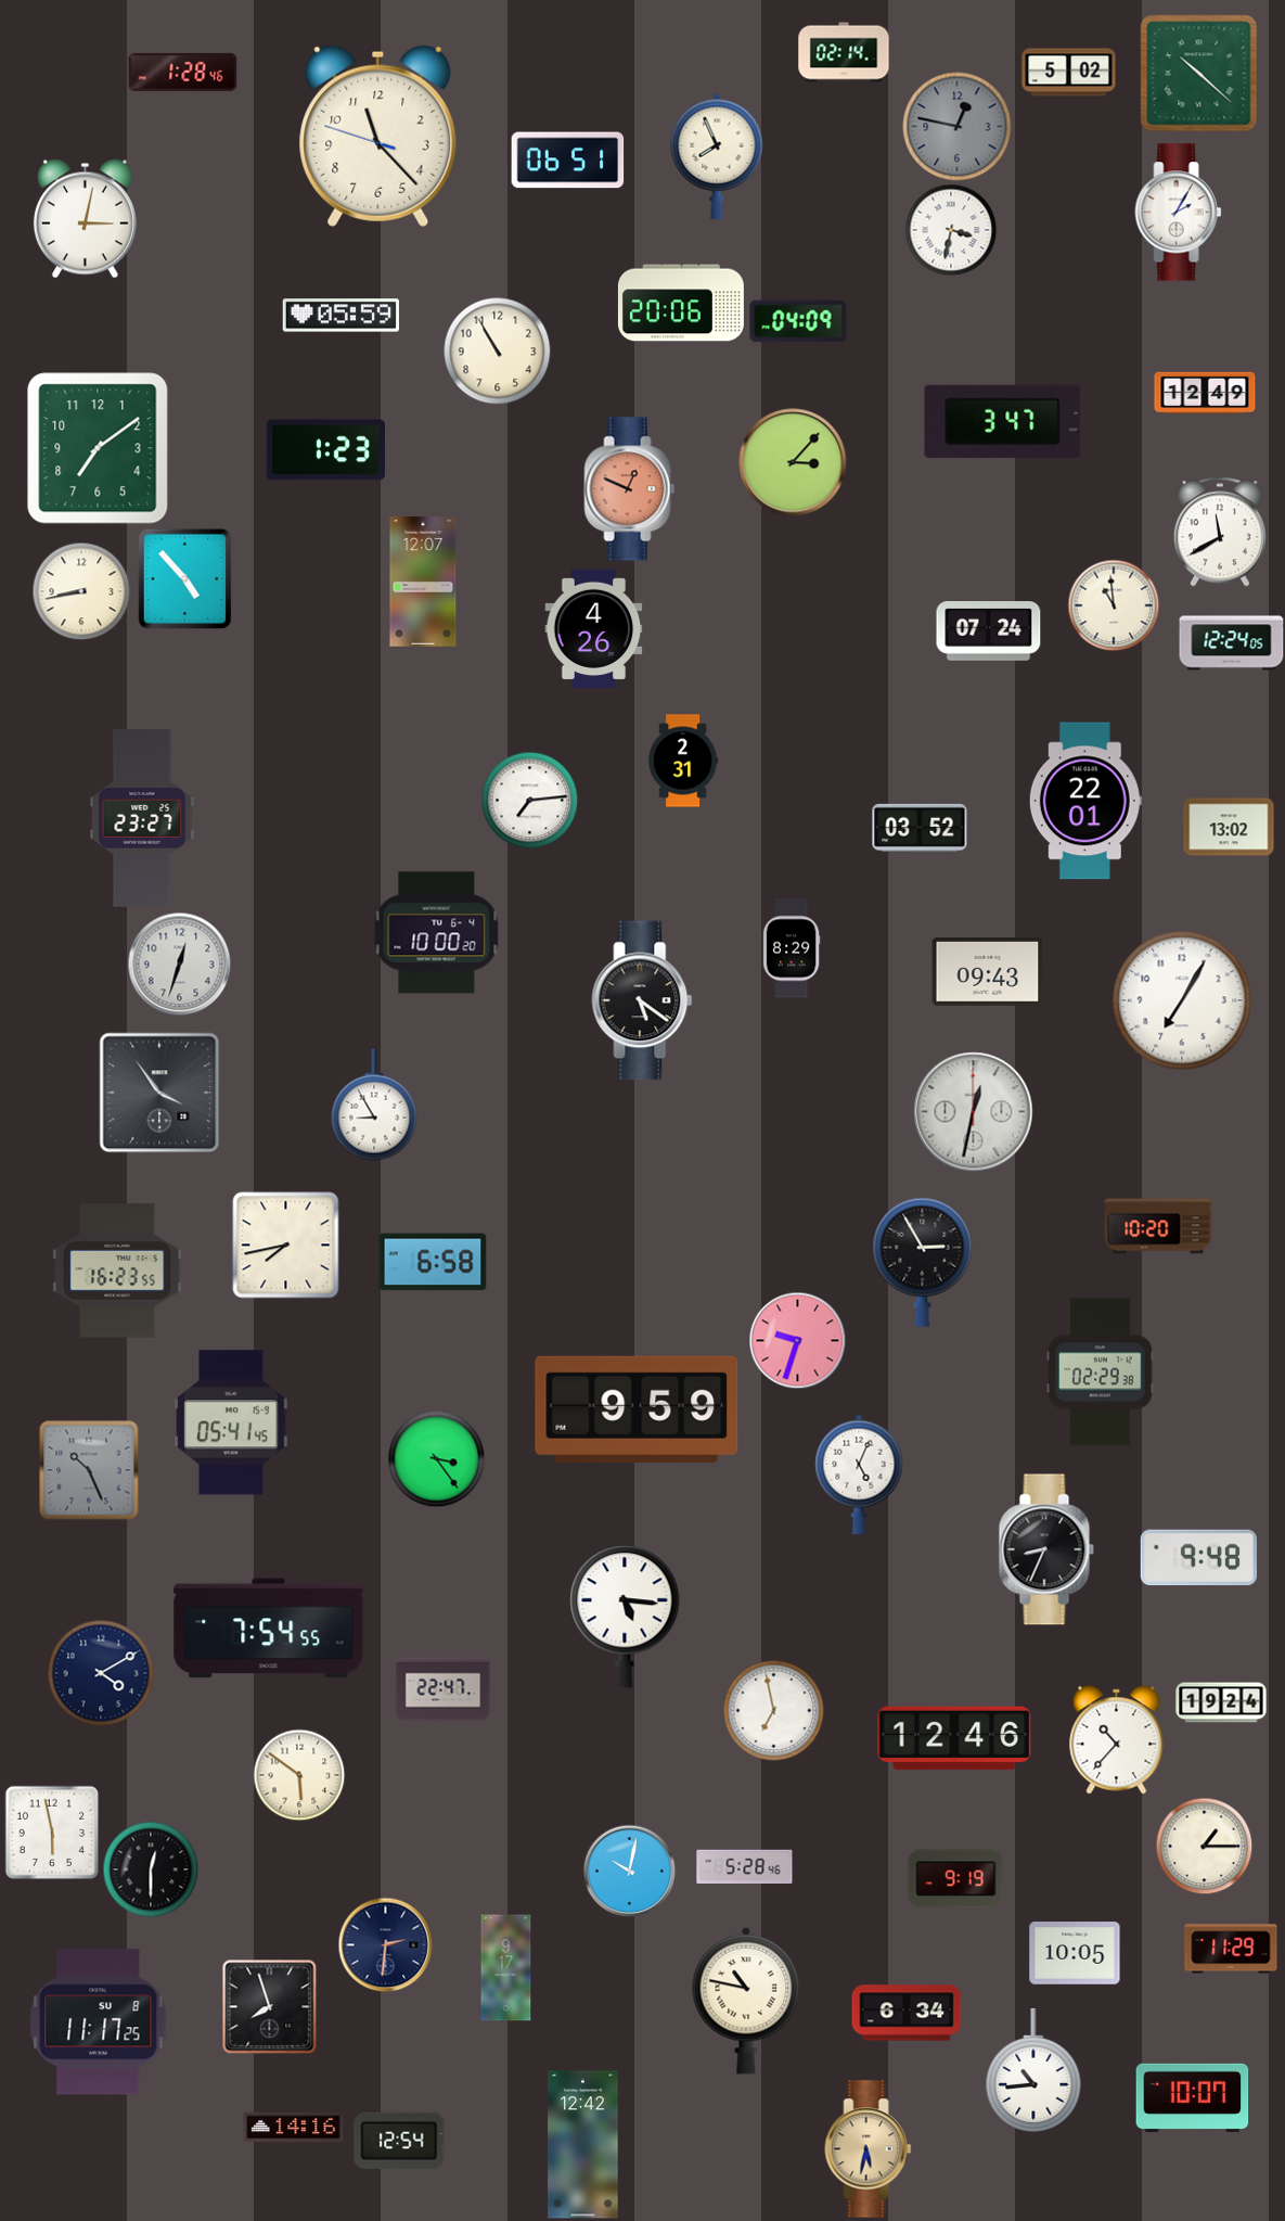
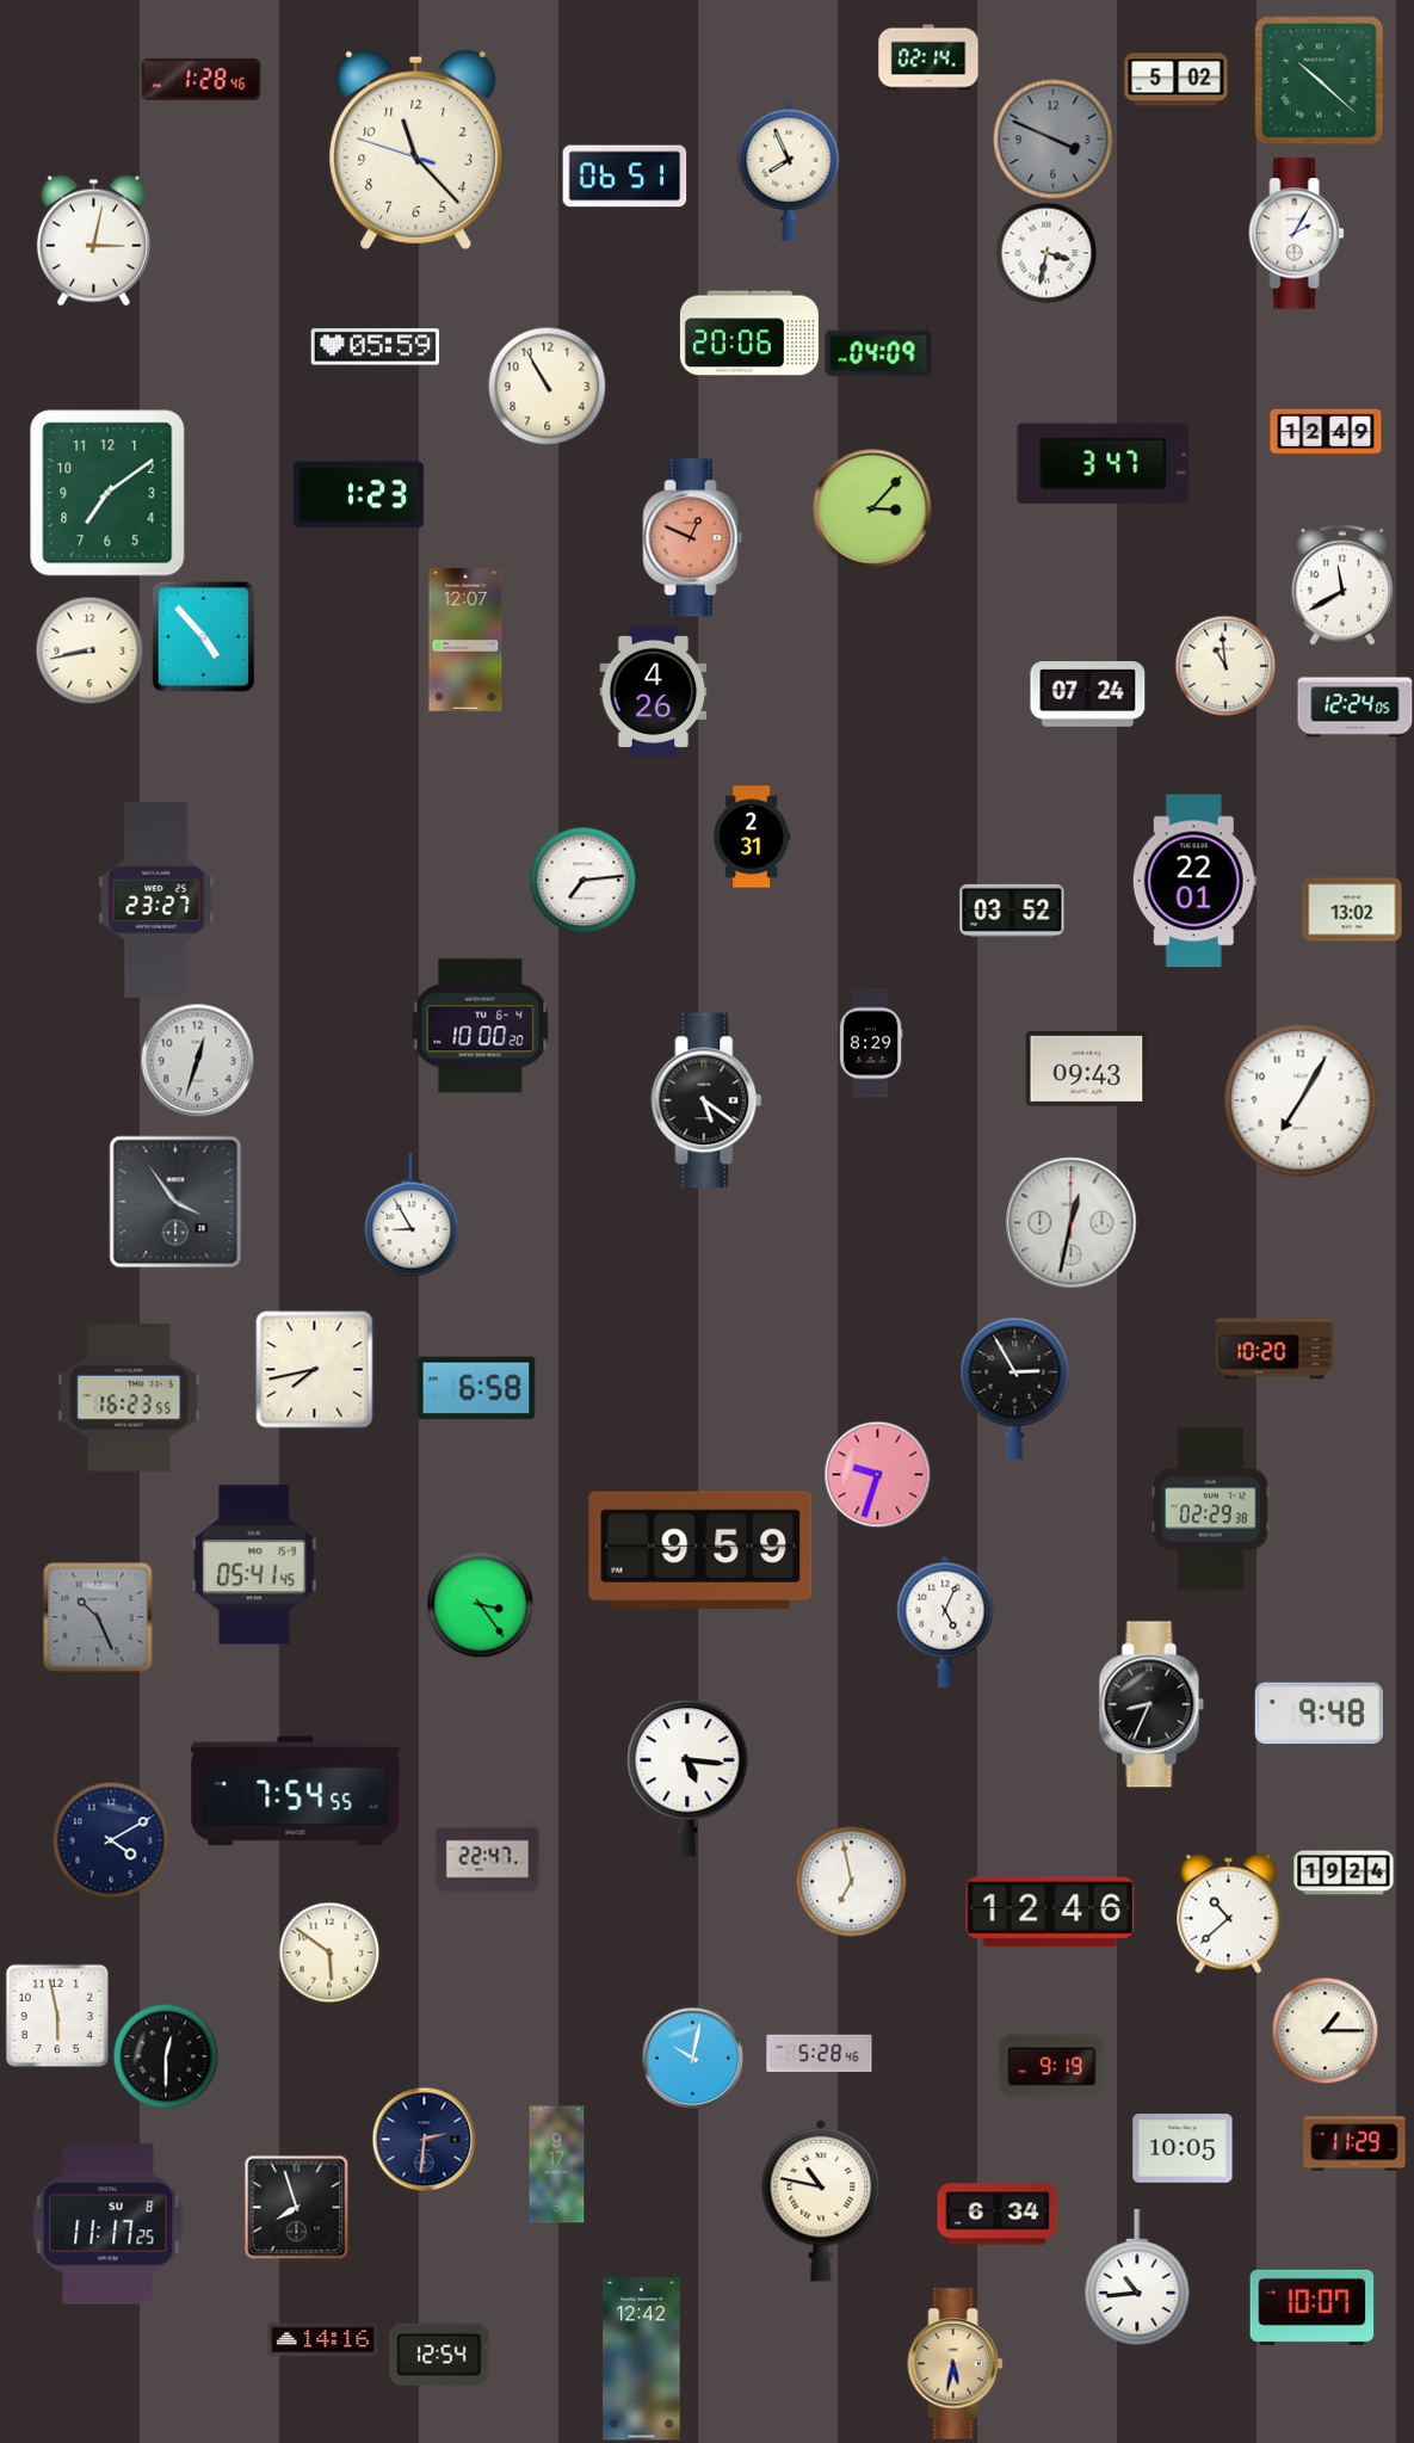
clock at (958, 127): 12:47 -> 3:49
clock at (1117, 1740): 10:37 -> 10:38
